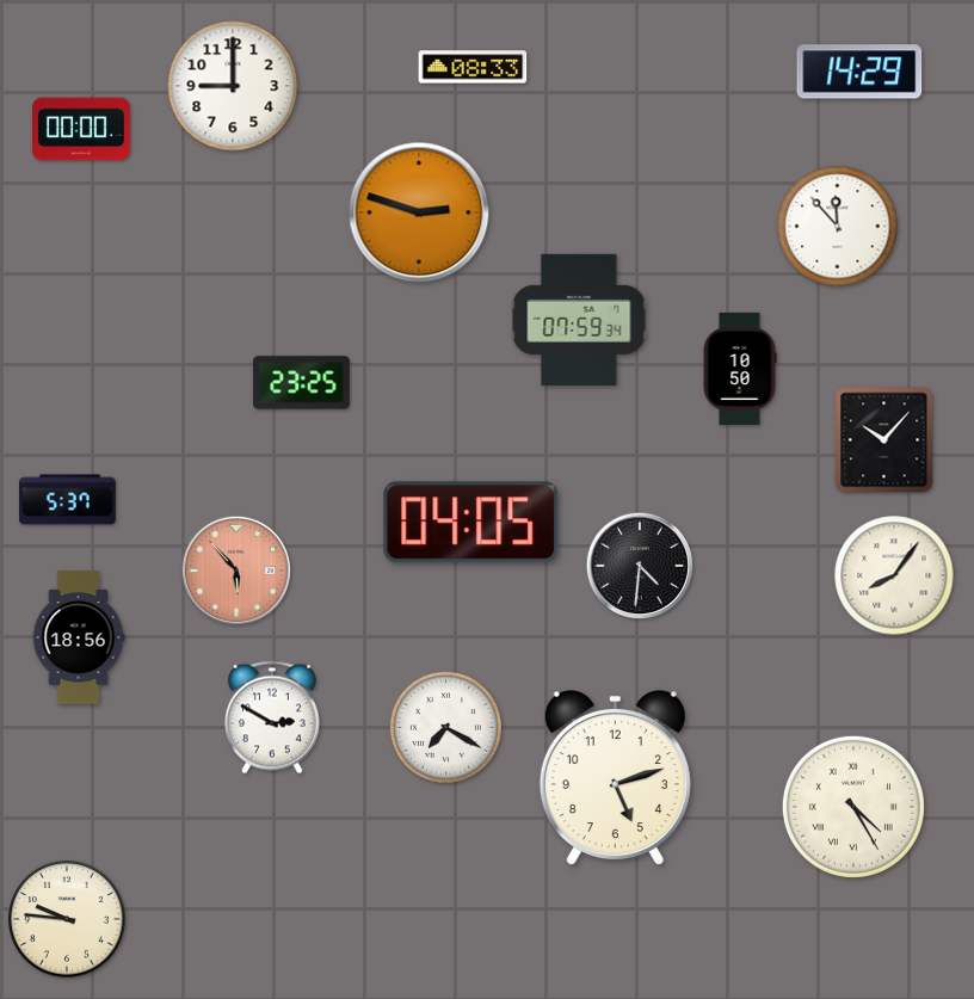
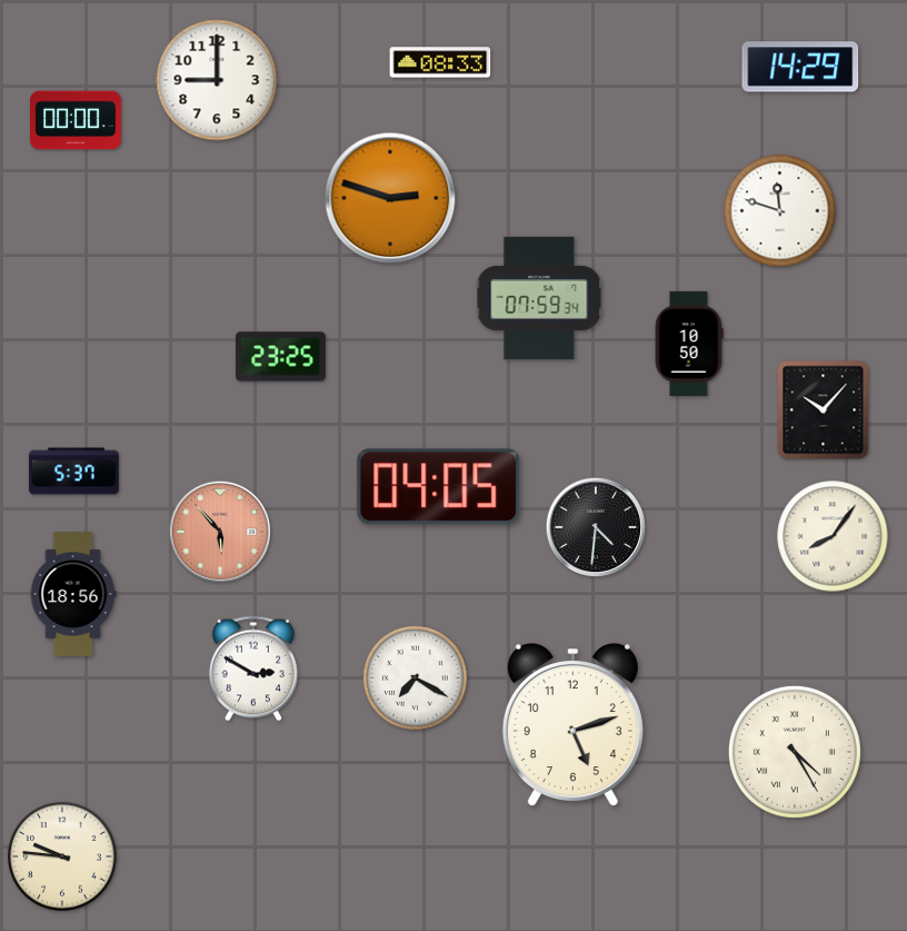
clock at (838, 227): 11:53 -> 11:48
clock at (67, 500) position: (67, 500) -> (73, 472)
